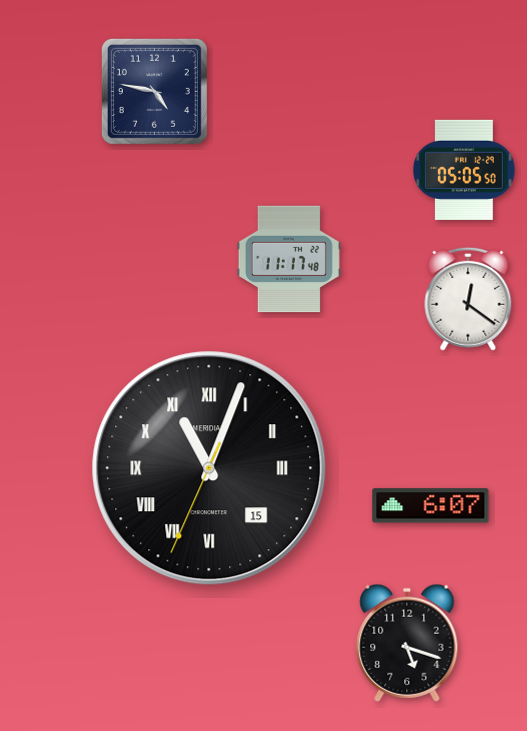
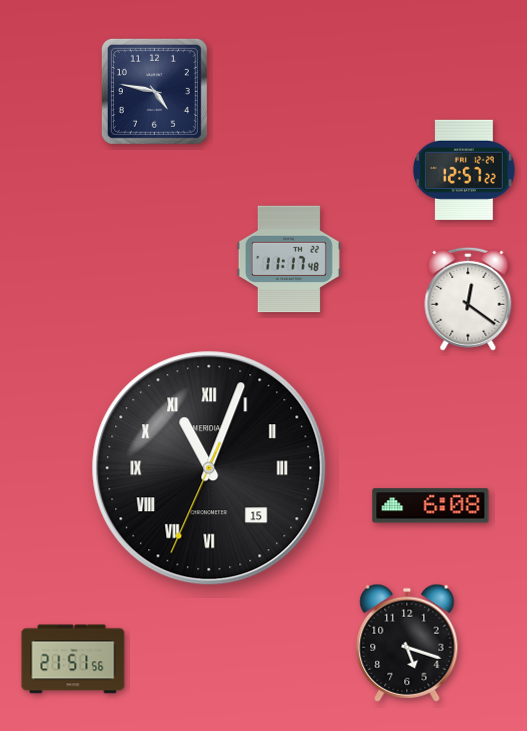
clock at (464, 170): 05:05 -> 12:57
clock at (431, 506): 6:07 -> 6:08
clock at (73, 659): none -> 21:51
